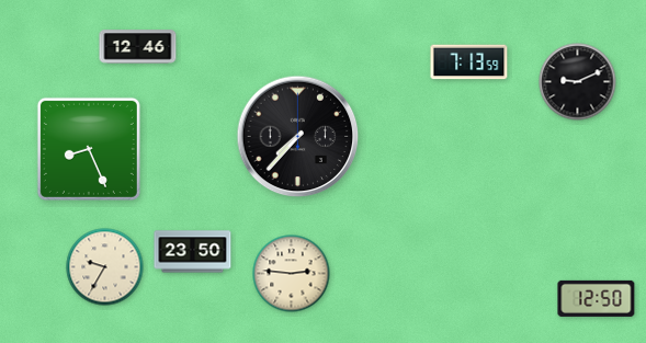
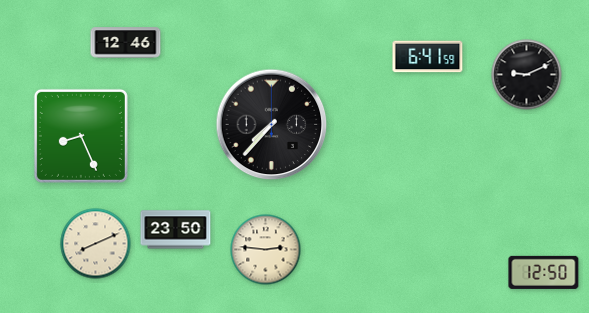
clock at (469, 62): 7:13 -> 6:41
clock at (105, 267): 9:35 -> 8:11
